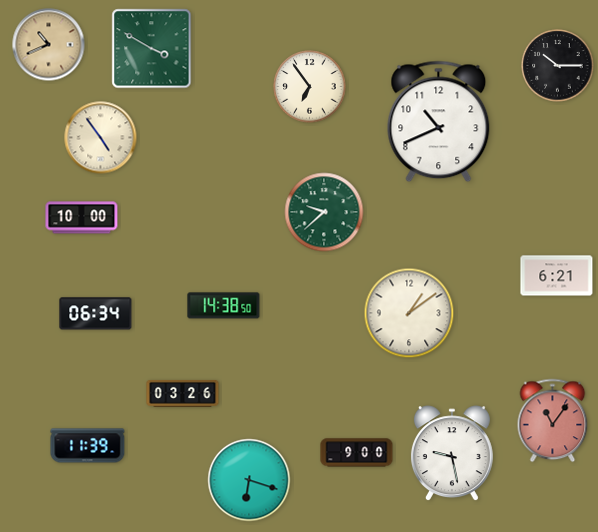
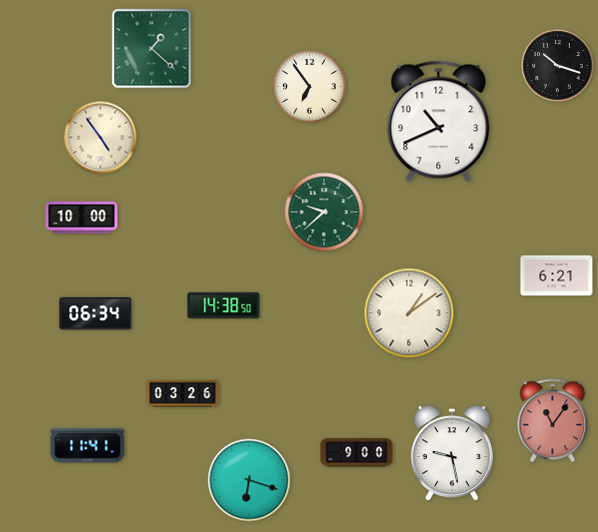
clock at (49, 45): 10:41 -> none
clock at (152, 49): 3:50 -> 1:22
clock at (558, 66): 10:15 -> 10:18
clock at (88, 446): 11:39 -> 11:41
